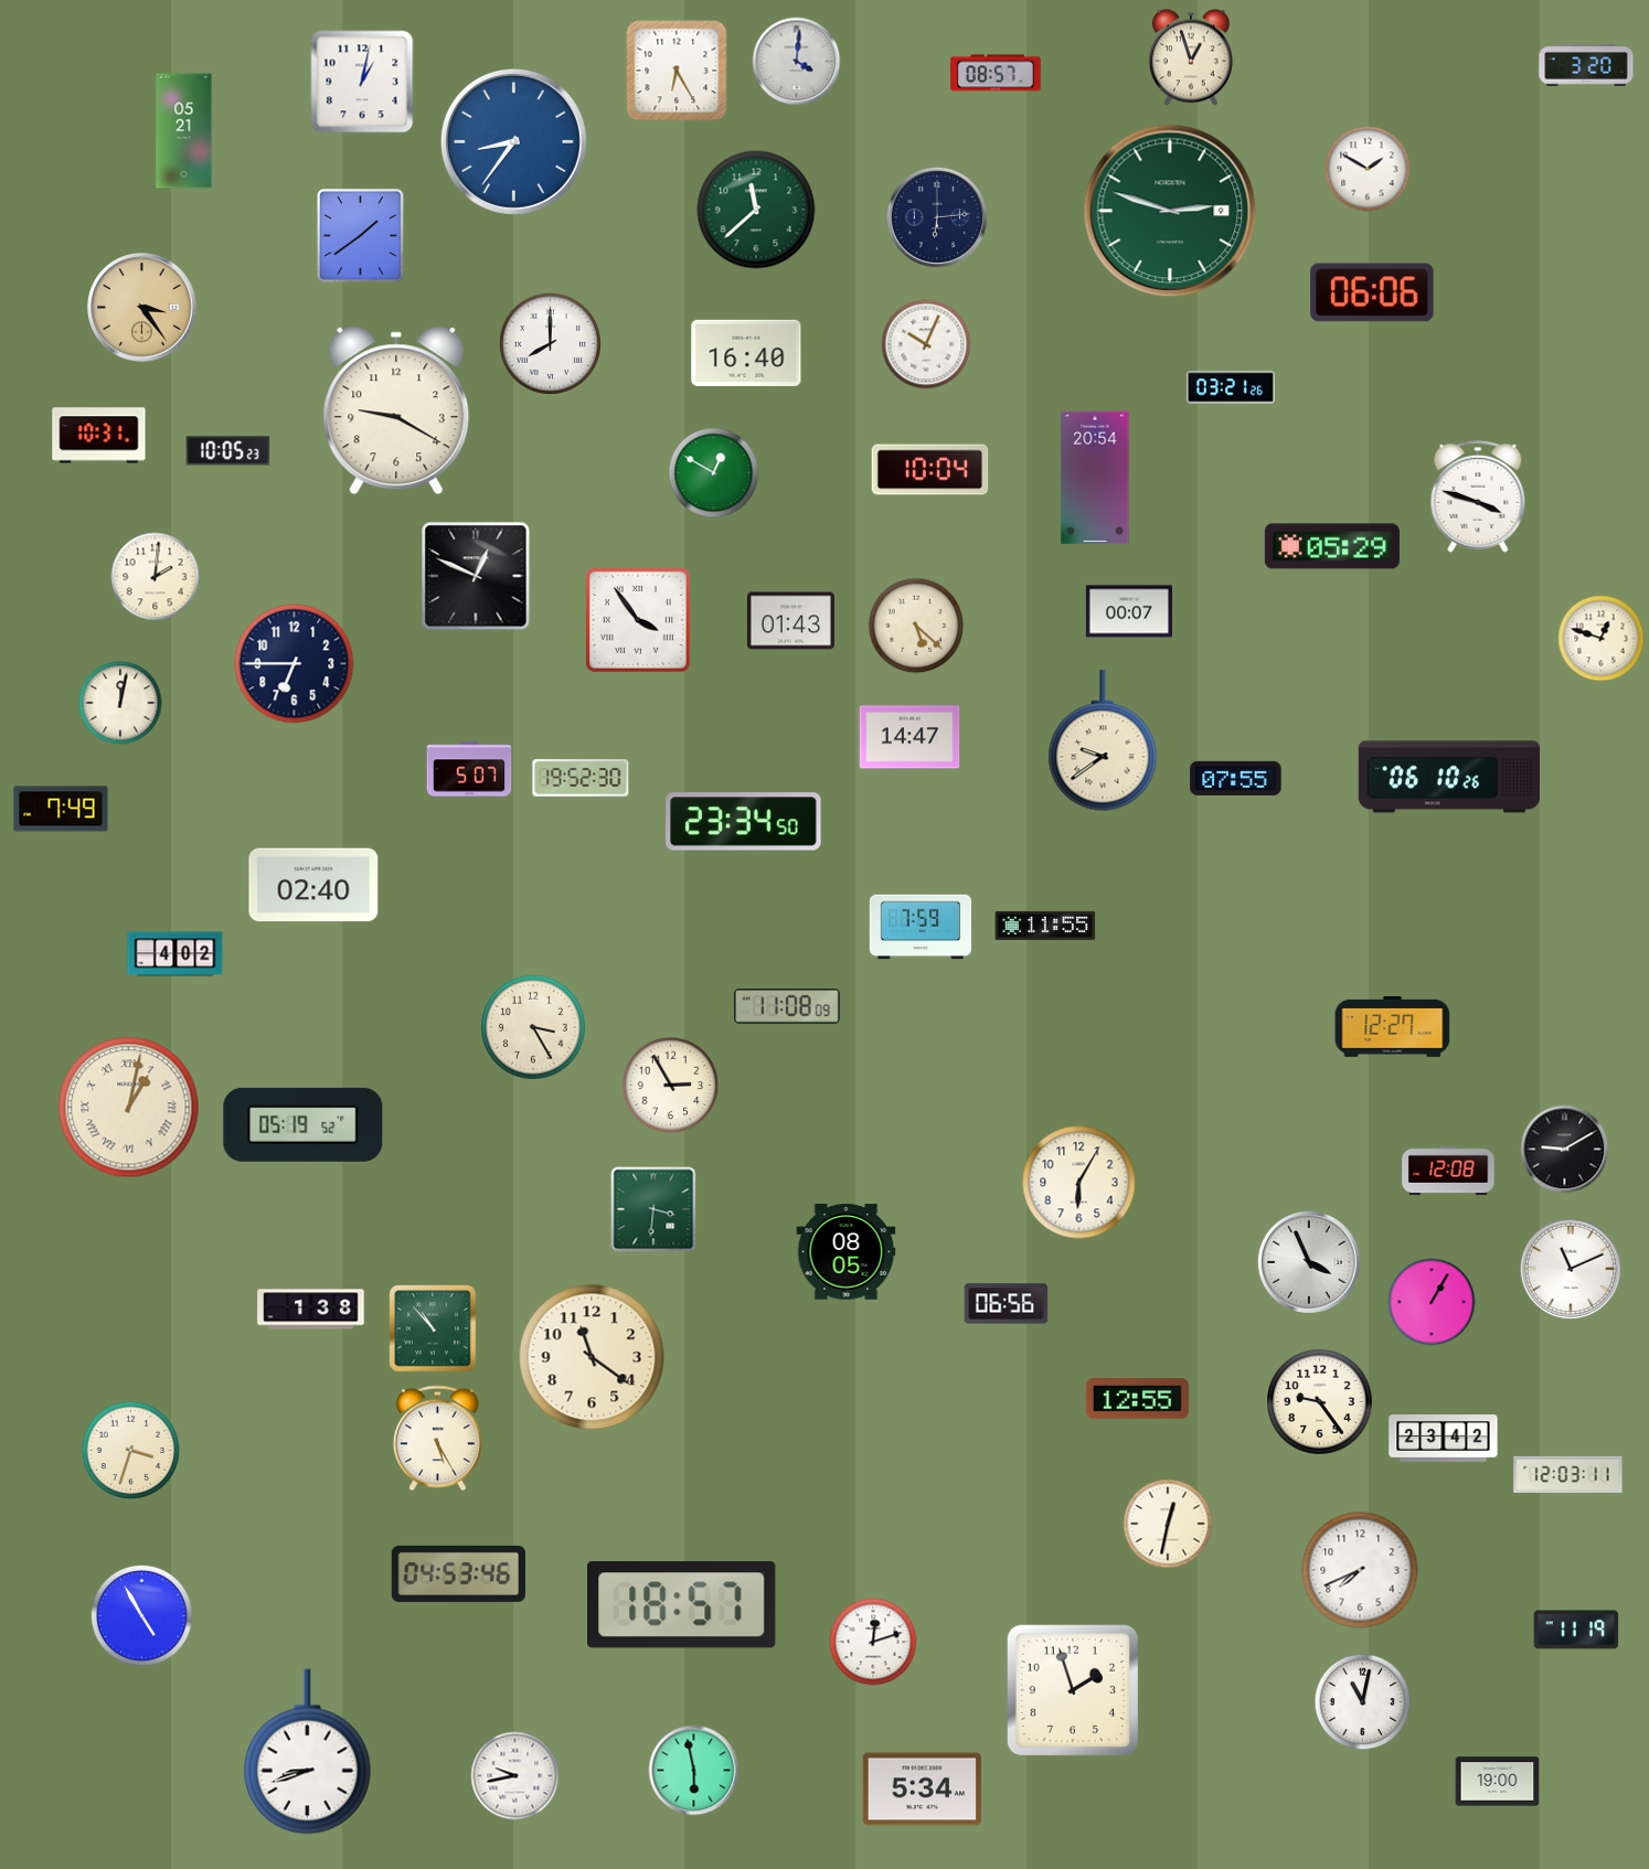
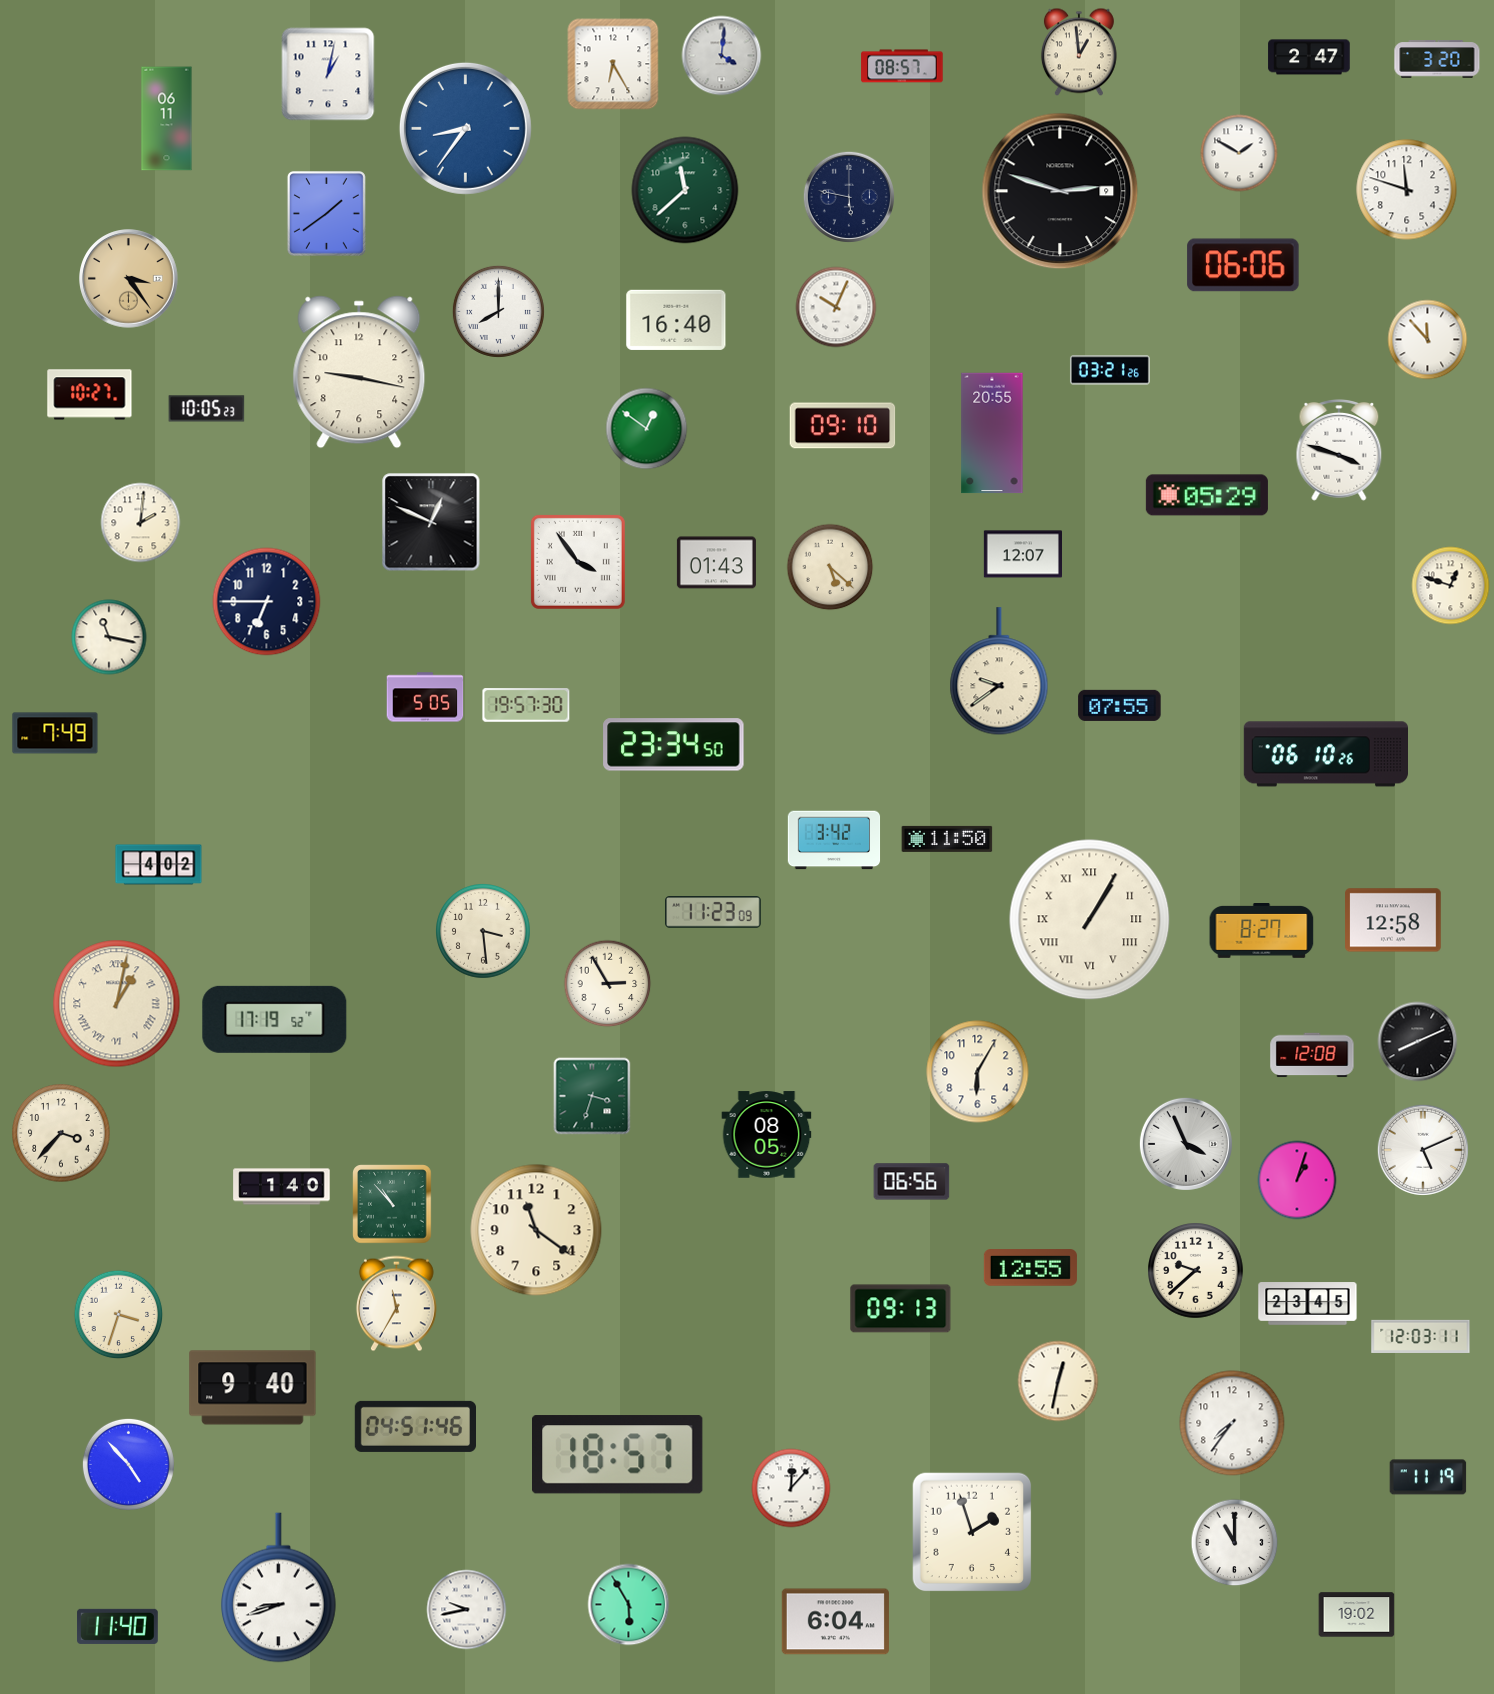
clock at (1191, 57): 12:57 -> 12:59
clock at (1309, 57): none -> 2:47
clock at (184, 131): 05:21 -> 06:11
clock at (1407, 190): none -> 11:48
clock at (1170, 211) dial: green -> black
clock at (937, 217): 6:14 -> 5:47
clock at (926, 344) position: (926, 344) -> (836, 307)
clock at (1428, 340): none -> 11:53
clock at (1231, 387) position: (1231, 387) -> (1110, 370)
clock at (396, 410): 9:20 -> 9:17
clock at (99, 436): 10:31 -> 10:27
clock at (930, 470): 10:04 -> 09:10
clock at (714, 473): 12:50 -> 12:51
clock at (1095, 478): 20:54 -> 20:55
clock at (1128, 611): 00:07 -> 12:07
clock at (1602, 639) position: (1602, 639) -> (1451, 586)
clock at (120, 703): 12:02 -> 11:17
clock at (909, 737): 14:47 -> none
clock at (469, 769): 5:07 -> 5:05
clock at (1448, 777) position: (1448, 777) -> (1325, 754)
clock at (581, 778): 19:52 -> 19:57
clock at (313, 885): 02:40 -> none
clock at (1045, 926): 11:55 -> 11:50
clock at (921, 927): 7:59 -> 3:42
clock at (787, 1007): 11:08 -> 11:23
clock at (1090, 920): none -> 1:05
clock at (1393, 920): none -> 12:58
clock at (1393, 1027): 12:27 -> 8:27
clock at (534, 1028): 3:25 -> 3:29
clock at (304, 1124): 05:19 -> 17:19
clock at (1565, 1150): 9:10 -> 8:11
clock at (1448, 1171) position: (1448, 1171) -> (1312, 1055)
clock at (653, 1209): 3:31 -> 3:33
clock at (61, 1133): none -> 3:37
clock at (1571, 1269): 11:11 -> 5:11
clock at (1432, 1302): 1:05 -> 1:03
clock at (311, 1310): 1:38 -> 1:40
clock at (1320, 1402): 9:24 -> 9:38
clock at (437, 1439): 5:25 -> 11:35
clock at (1444, 1439): 23:42 -> 23:45
clock at (901, 1309): none -> 09:13
clock at (253, 1388): none -> 9:40
clock at (1360, 1570): 7:41 -> 7:36
clock at (458, 1573): 04:53 -> 04:51
clock at (141, 1615): 4:55 -> 4:53
clock at (873, 1642): 12:12 -> 12:07
clock at (1363, 1702): 11:02 -> 11:00
clock at (694, 1771): 5:58 -> 5:55
clock at (1498, 1782): 19:00 -> 19:02
clock at (922, 1790): 5:34 -> 6:04
clock at (118, 1626): none -> 11:40
